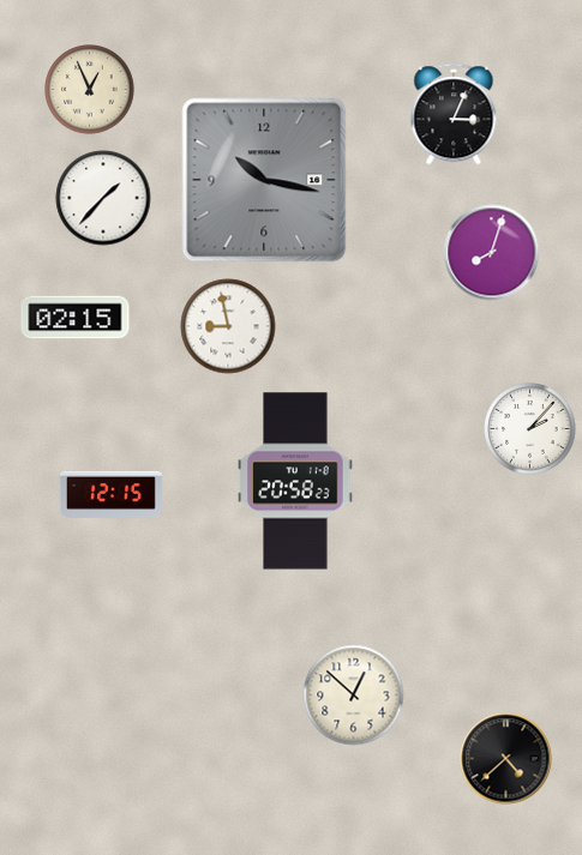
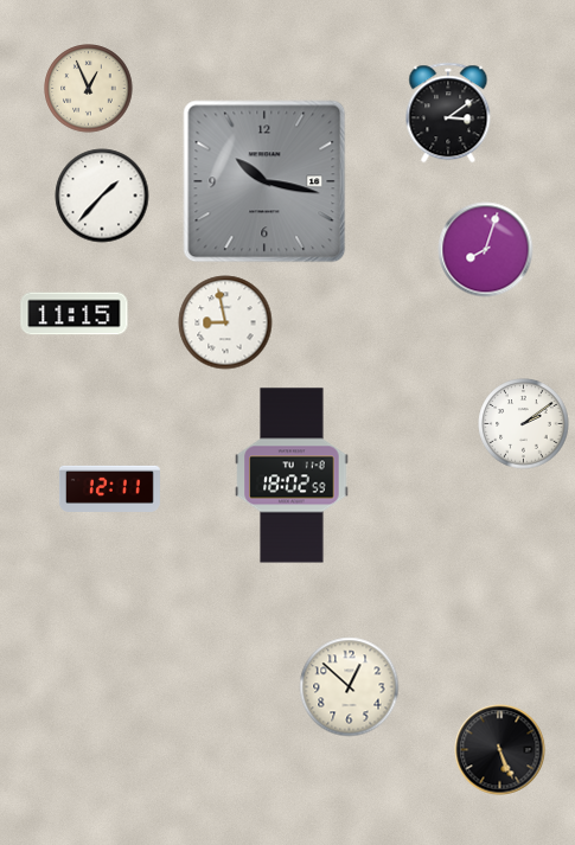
clock at (454, 114): 3:04 -> 3:09
clock at (264, 180) position: (264, 180) -> (264, 181)
clock at (76, 318): 02:15 -> 11:15
clock at (530, 429): 2:07 -> 2:09
clock at (295, 481): 20:58 -> 18:02
clock at (110, 494): 12:15 -> 12:11
clock at (506, 759): 4:38 -> 5:26
